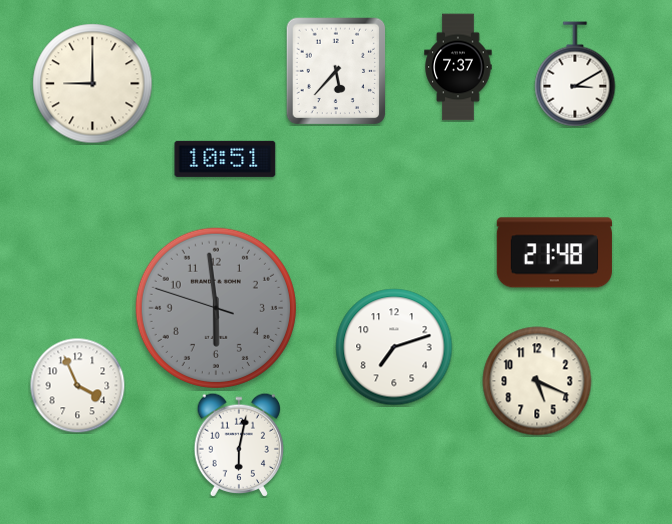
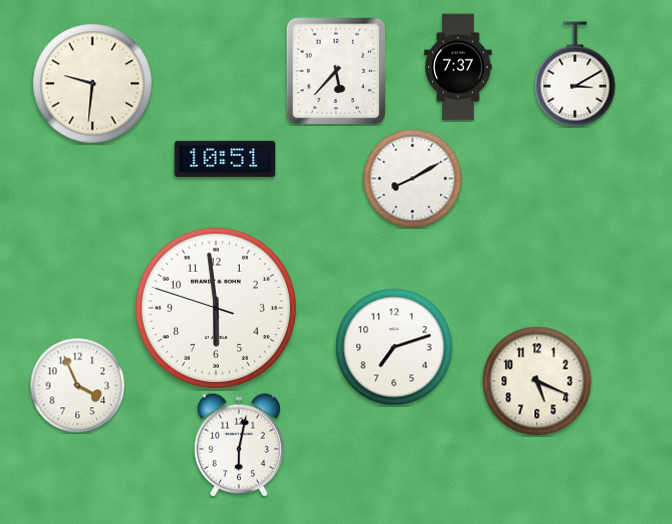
clock at (93, 84): 9:00 -> 9:31
clock at (413, 179): none -> 8:10
clock at (554, 253): 21:48 -> none
clock at (216, 308) dial: grey -> white
